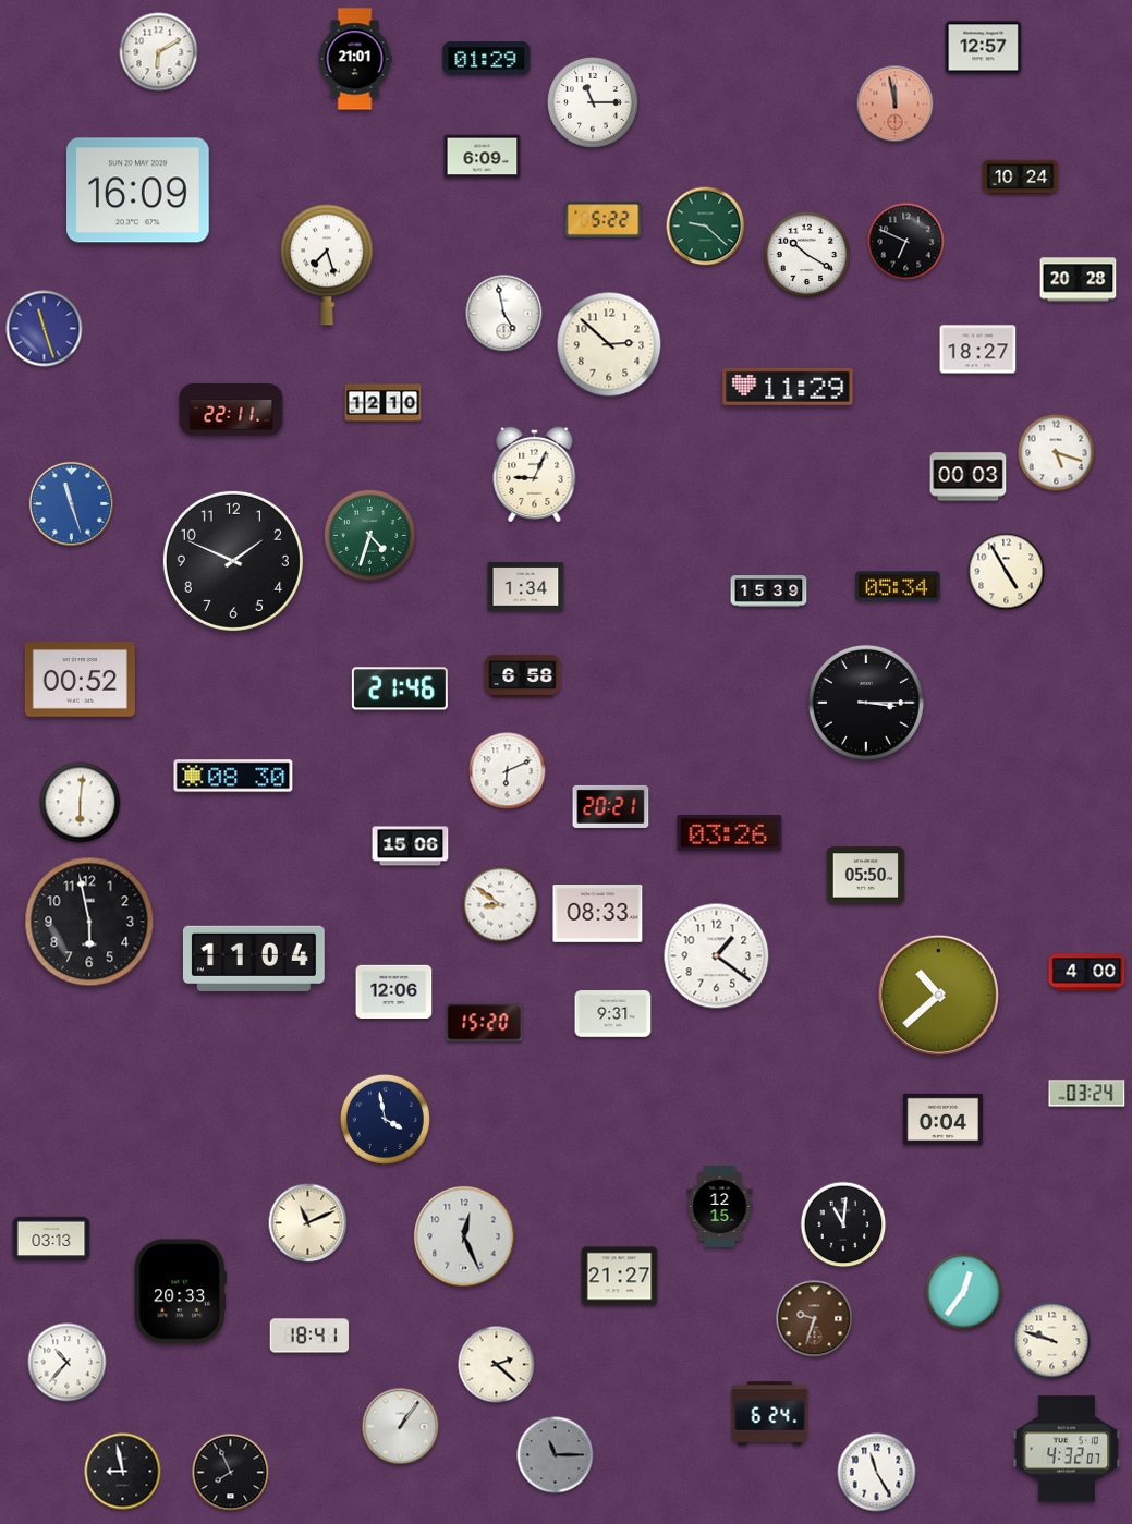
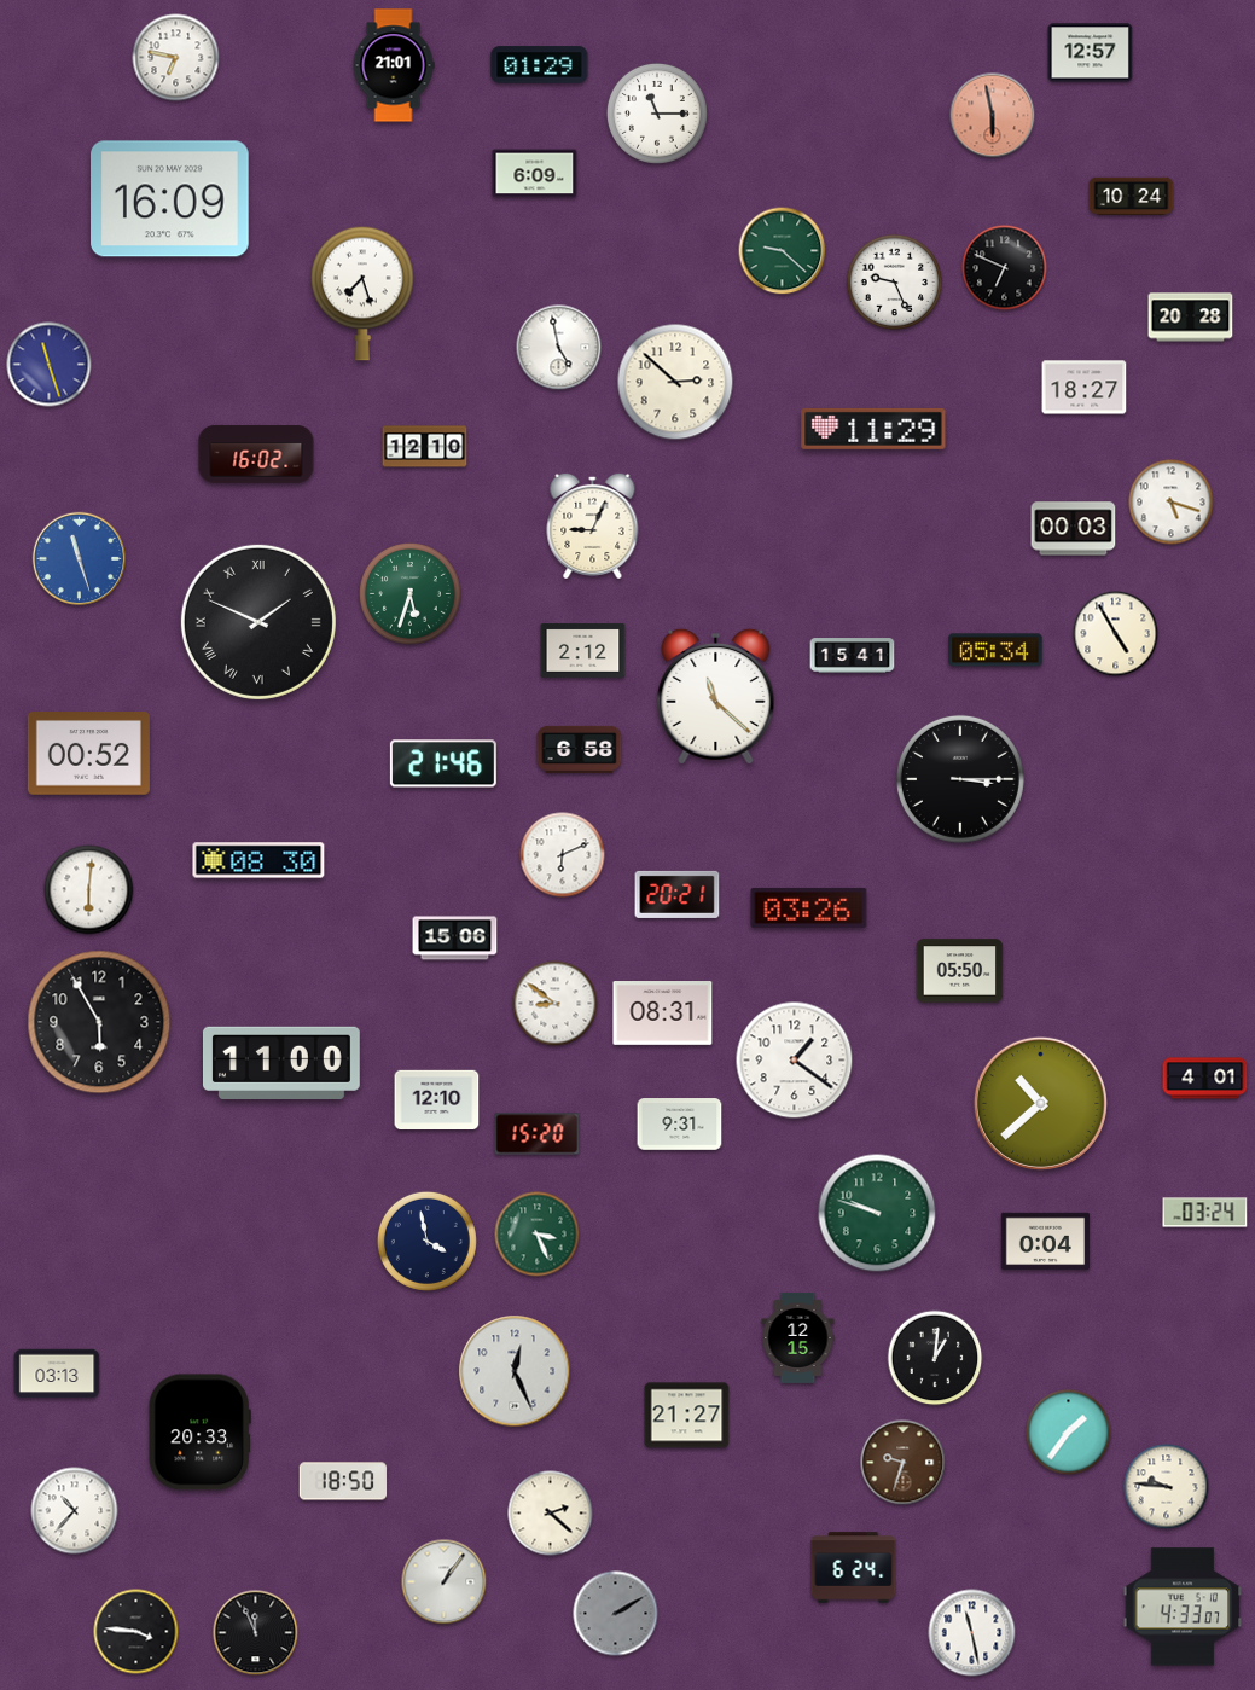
clock at (159, 52): 6:10 -> 6:47
clock at (896, 105): 11:58 -> 5:58
clock at (138, 191) position: (138, 191) -> (170, 199)
clock at (604, 220): 5:22 -> none
clock at (807, 255): 10:20 -> 9:26
clock at (1079, 280) position: (1079, 280) -> (1191, 318)
clock at (231, 410): 22:11 -> 16:02
clock at (370, 536): 4:33 -> 5:33
clock at (233, 561) numerals: Arabic -> Roman
clock at (526, 587): 1:34 -> 2:12
clock at (769, 592): 15:39 -> 15:41
clock at (716, 696): none -> 11:22
clock at (730, 832) position: (730, 832) -> (809, 907)
clock at (598, 914): 08:33 -> 08:31
clock at (89, 922): 5:58 -> 5:55
clock at (254, 958): 11:04 -> 11:00
clock at (1087, 973): 4:00 -> 4:01
clock at (394, 991): 12:06 -> 12:10
clock at (877, 1213): none -> 9:48
clock at (538, 1235): none -> 3:26
clock at (308, 1223): 11:11 -> none
clock at (843, 1224): 11:01 -> 1:01
clock at (964, 1292): 12:36 -> 1:36
clock at (309, 1336): 18:41 -> 18:50
clock at (1052, 1341): 9:48 -> 9:46
clock at (1067, 1449): 4:32 -> 4:33
clock at (556, 1455): 11:15 -> 2:10
clock at (123, 1472): 8:58 -> 3:46
clock at (231, 1473): 7:56 -> 11:56
clock at (877, 1473): 11:25 -> 11:28
